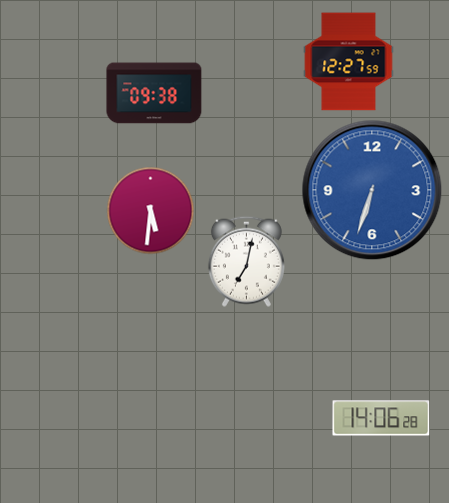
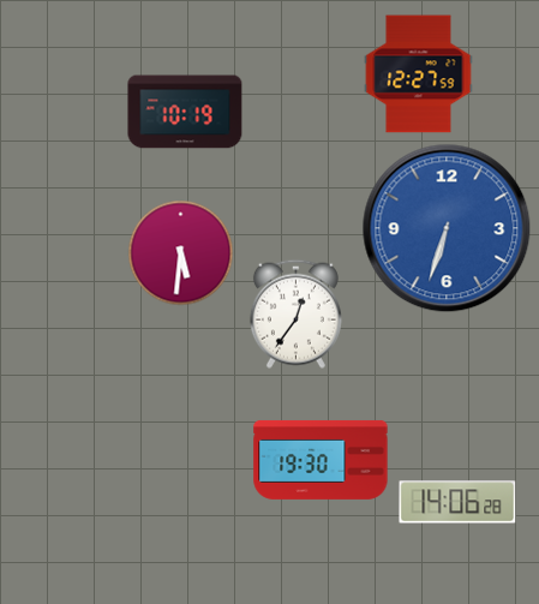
clock at (154, 93): 09:38 -> 10:19
clock at (246, 261): 7:02 -> 12:36
clock at (321, 460): none -> 19:30
